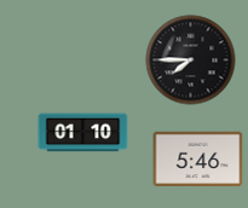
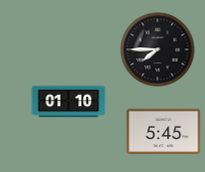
clock at (83, 133) position: (83, 133) -> (69, 102)
clock at (198, 160): 5:46 -> 5:45
